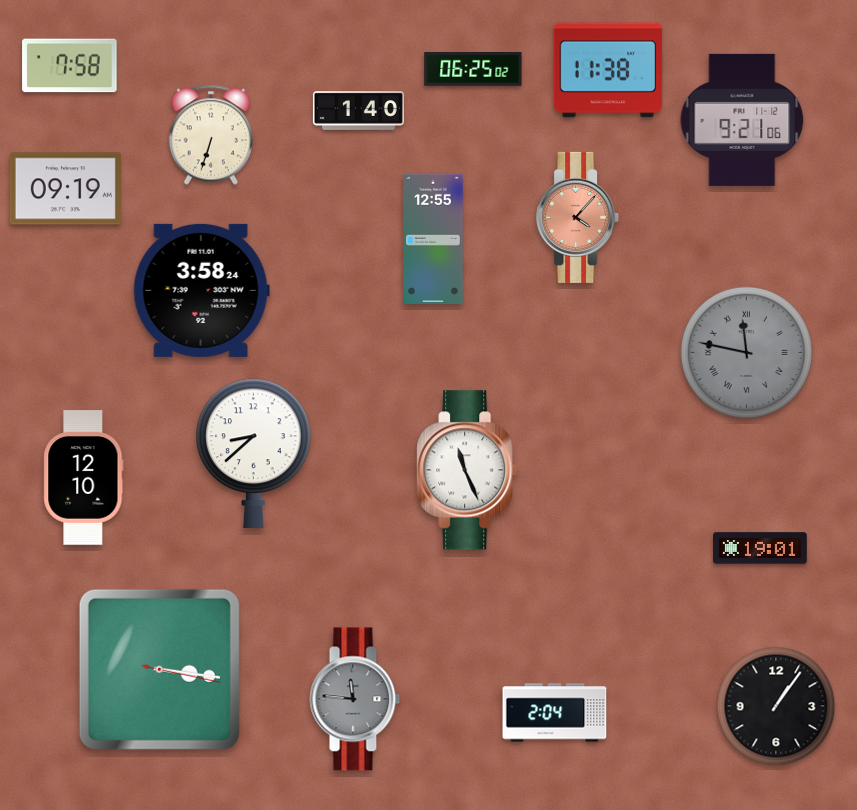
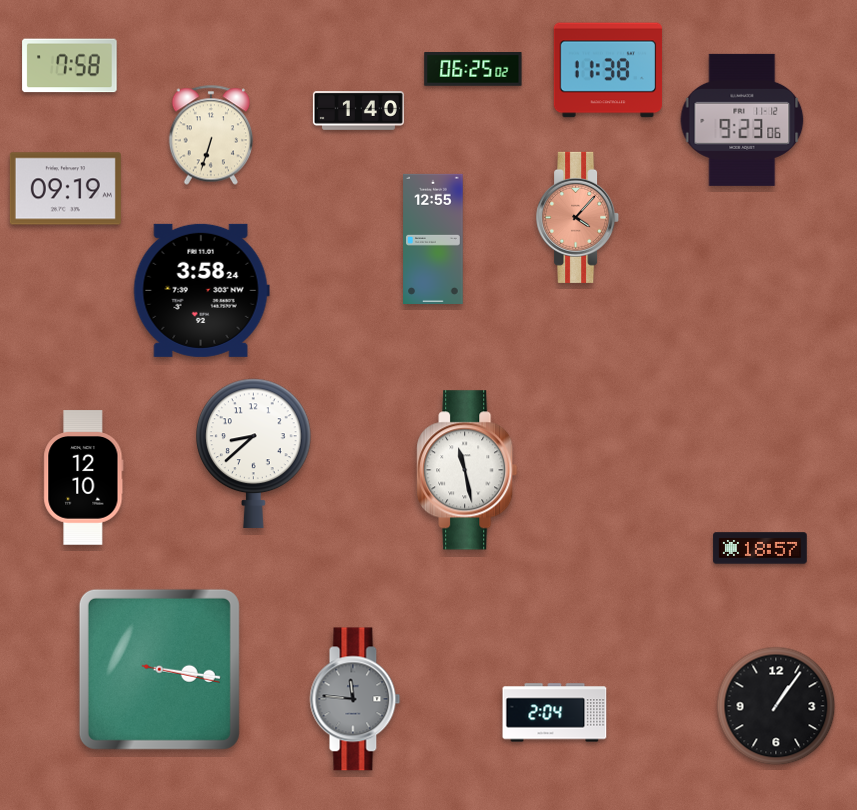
clock at (742, 120): 9:21 -> 9:23
clock at (746, 352): 11:47 -> none
clock at (467, 470): 11:26 -> 11:28
clock at (760, 548): 19:01 -> 18:57
